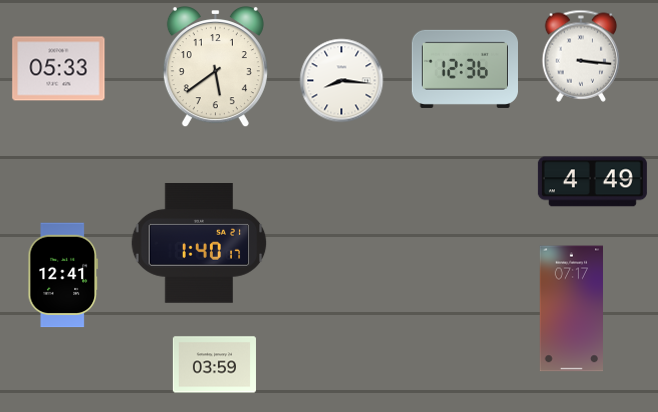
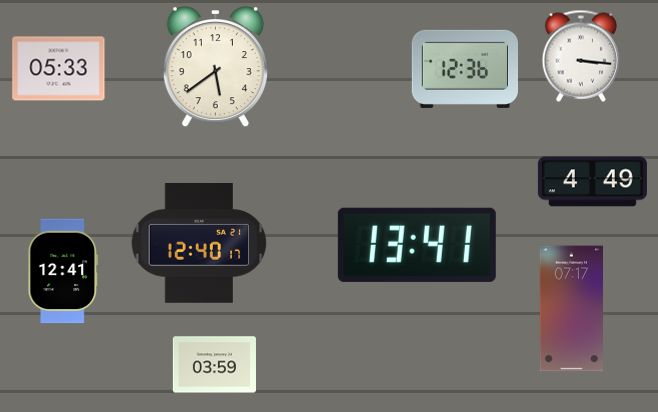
clock at (342, 81): 8:16 -> none
clock at (199, 244): 1:40 -> 12:40
clock at (417, 245): none -> 13:41
clock at (63, 275) position: (63, 275) -> (63, 271)
